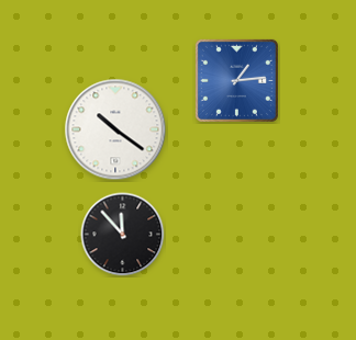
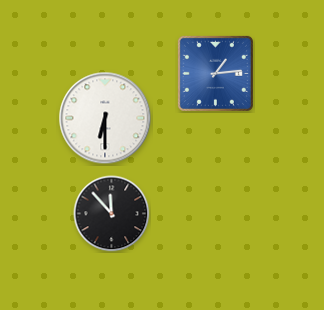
clock at (115, 129): 10:21 -> 6:30
